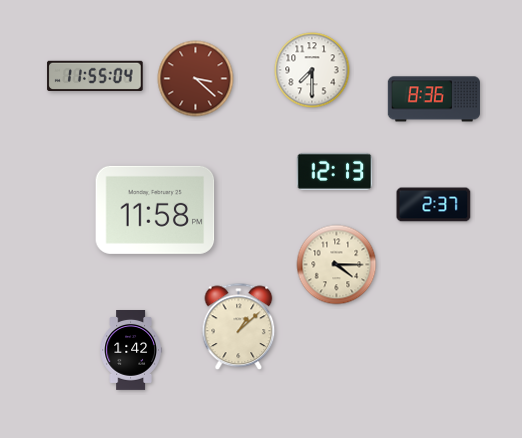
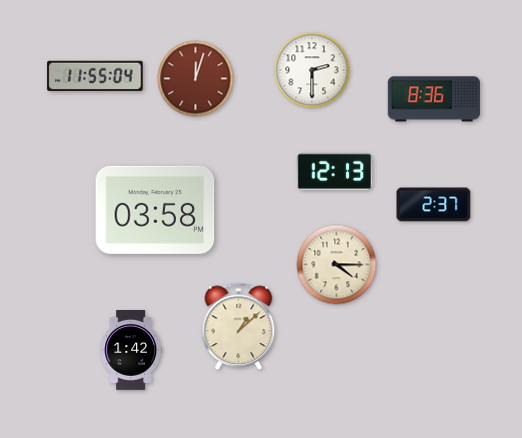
clock at (312, 70): 7:30 -> 2:30
clock at (196, 79): 3:22 -> 12:03
clock at (155, 210): 11:58 -> 03:58
